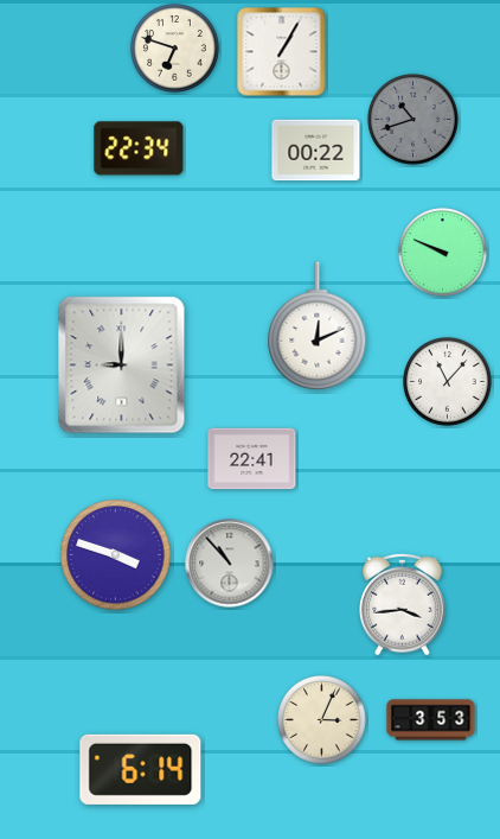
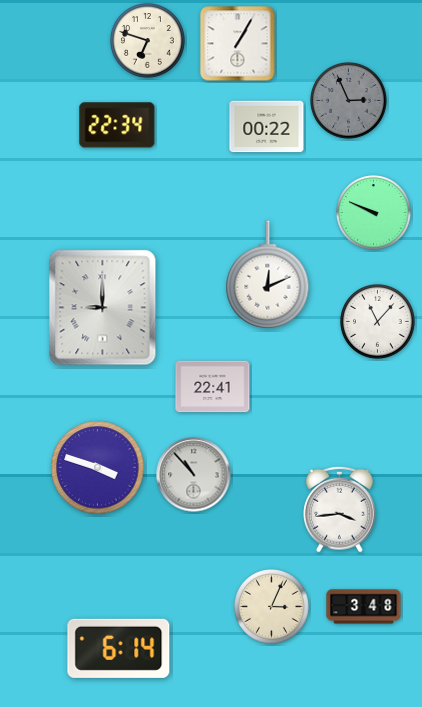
clock at (414, 120): 10:42 -> 2:56
clock at (431, 720): 3:53 -> 3:48
